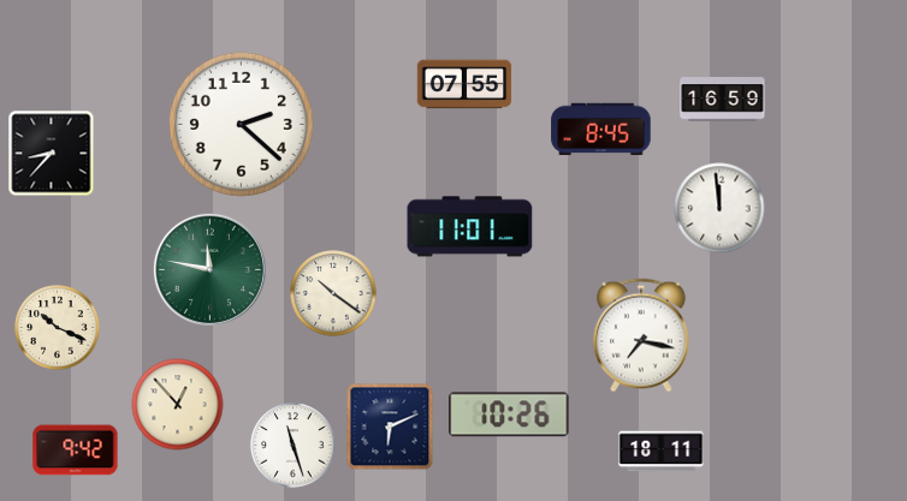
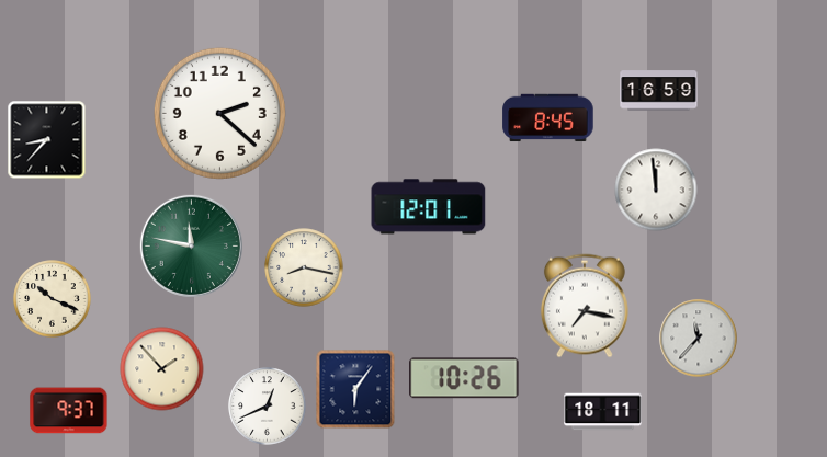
clock at (464, 84): 07:55 -> none
clock at (470, 227): 11:01 -> 12:01
clock at (333, 293): 10:21 -> 8:17
clock at (699, 339): none -> 11:37
clock at (178, 405): 12:53 -> 1:53
clock at (390, 427): 6:11 -> 6:06
clock at (294, 446): 11:27 -> 12:41
clock at (76, 451): 9:42 -> 9:37
